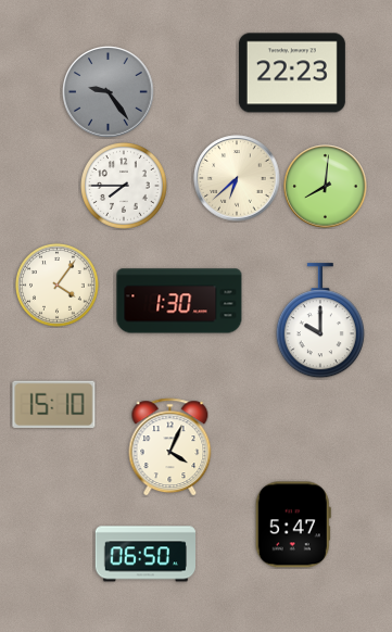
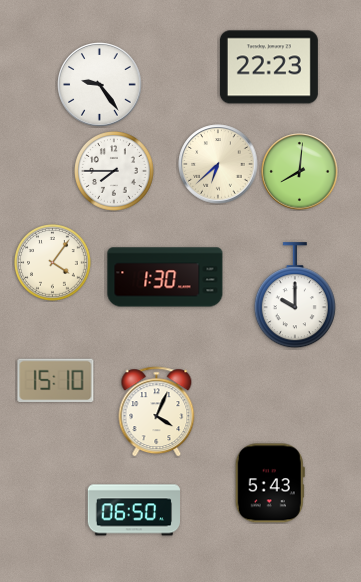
clock at (109, 92) dial: grey -> white
clock at (54, 405) position: (54, 405) -> (56, 381)
clock at (293, 524): 5:47 -> 5:43
